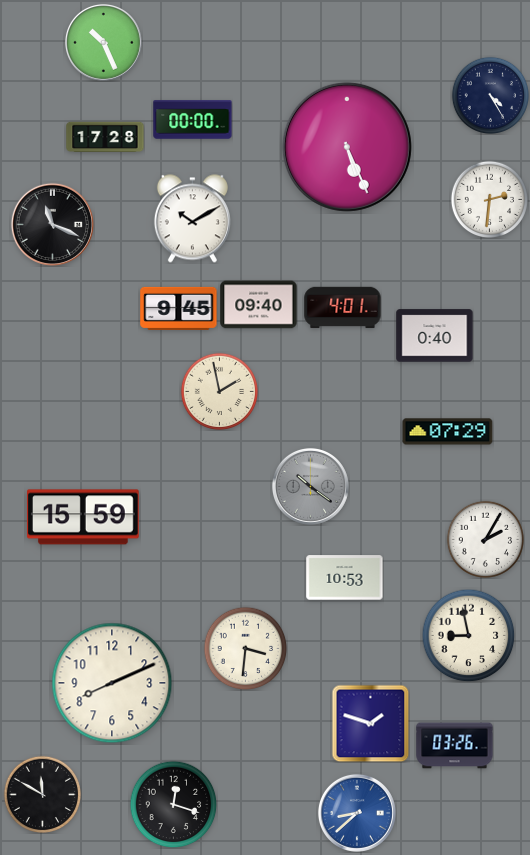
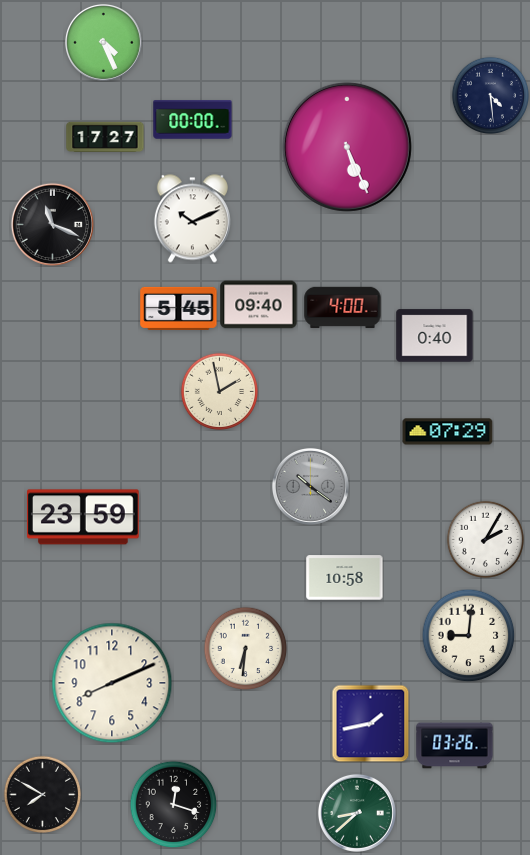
clock at (103, 42): 10:26 -> 4:26
clock at (490, 95): 4:25 -> 4:29
clock at (105, 136): 17:28 -> 17:27
clock at (489, 199): 2:31 -> none
clock at (192, 219): 10:10 -> 10:11
clock at (179, 308): 9:45 -> 5:45
clock at (343, 308): 4:01 -> 4:00
clock at (83, 517): 15:59 -> 23:59
clock at (345, 578): 10:53 -> 10:58
clock at (468, 635): 8:58 -> 9:01
clock at (245, 648): 3:31 -> 6:31
clock at (370, 723): 1:48 -> 1:43
clock at (42, 794): 11:50 -> 7:50
clock at (357, 813) dial: blue -> green
